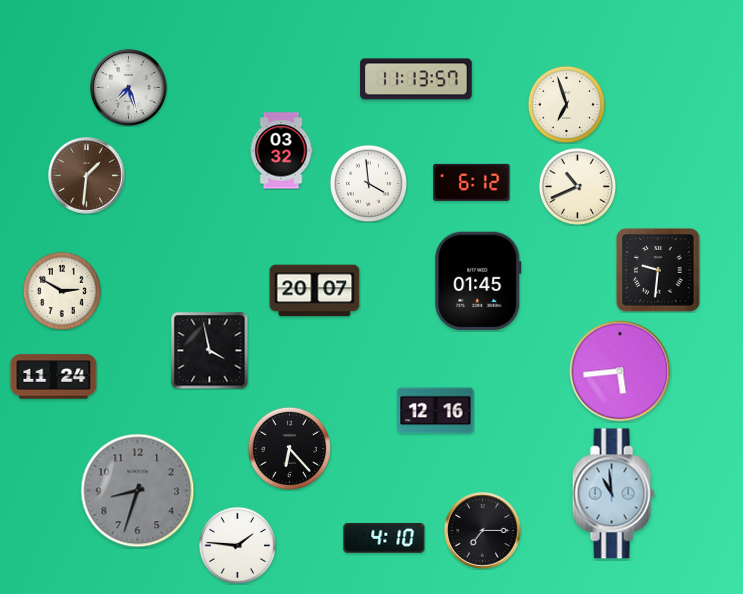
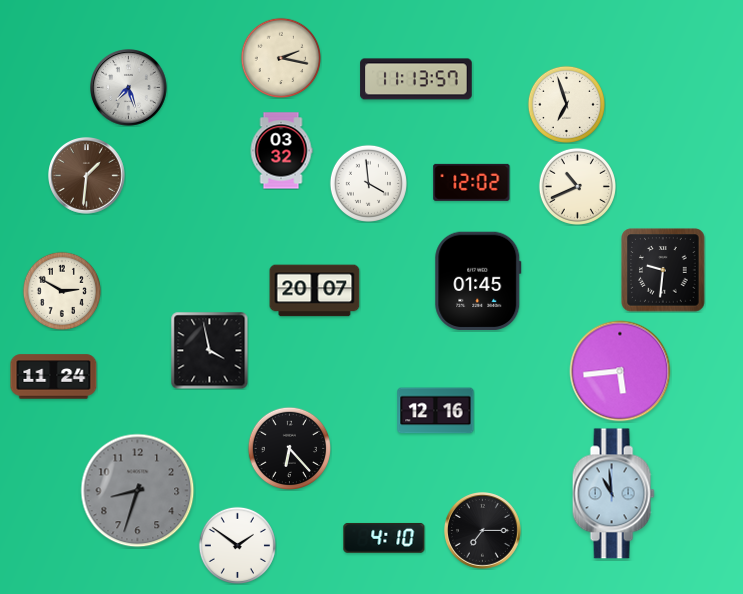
clock at (280, 57): none -> 2:17
clock at (472, 182): 6:12 -> 12:02
clock at (658, 270) position: (658, 270) -> (663, 270)
clock at (237, 545): 1:46 -> 1:51
